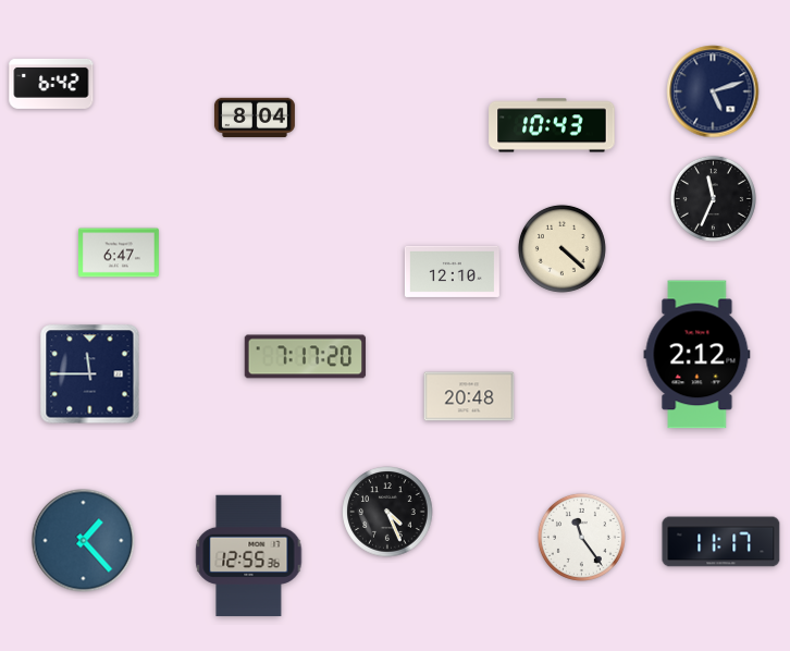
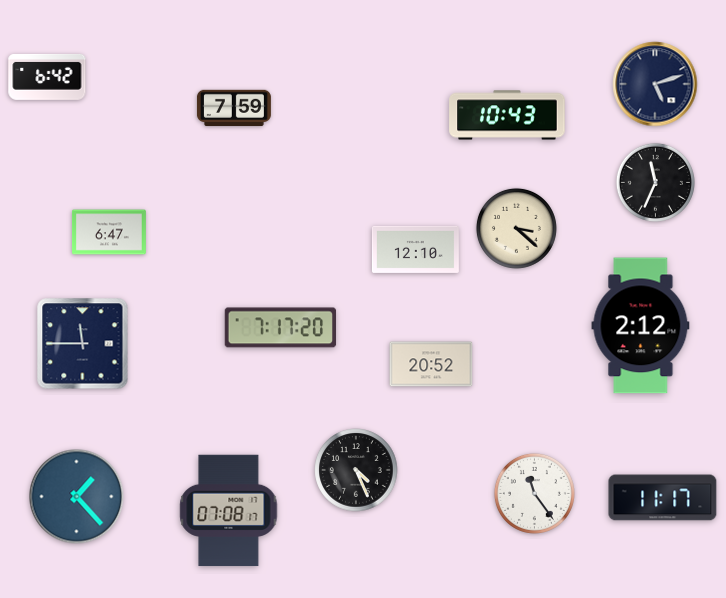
clock at (255, 118): 8:04 -> 7:59
clock at (561, 248): 4:22 -> 3:22
clock at (469, 396): 20:48 -> 20:52
clock at (249, 556): 12:55 -> 07:08
